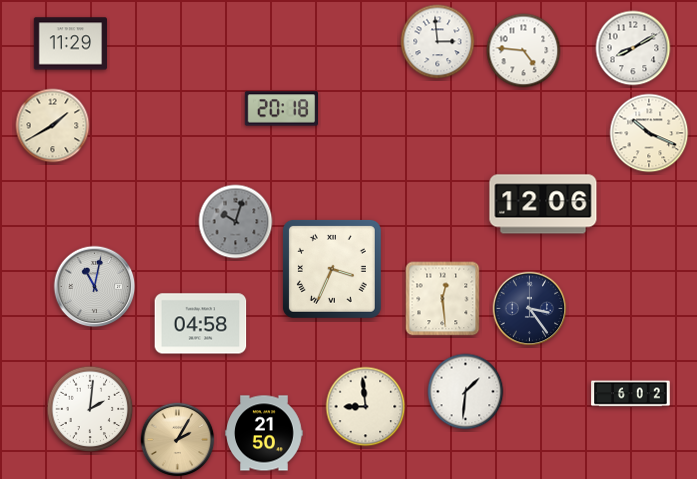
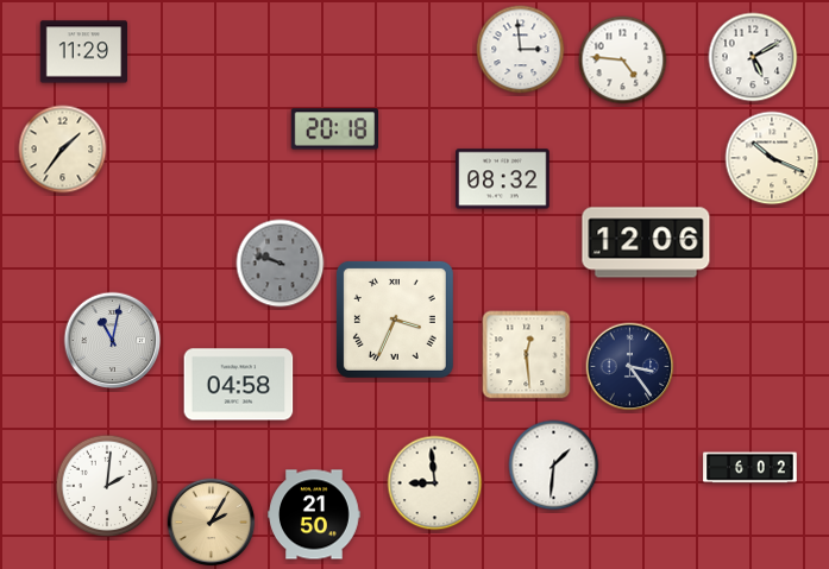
clock at (633, 48): 8:10 -> 5:10
clock at (53, 126): 1:40 -> 1:36
clock at (503, 179): none -> 08:32
clock at (236, 222): 10:03 -> 9:48
